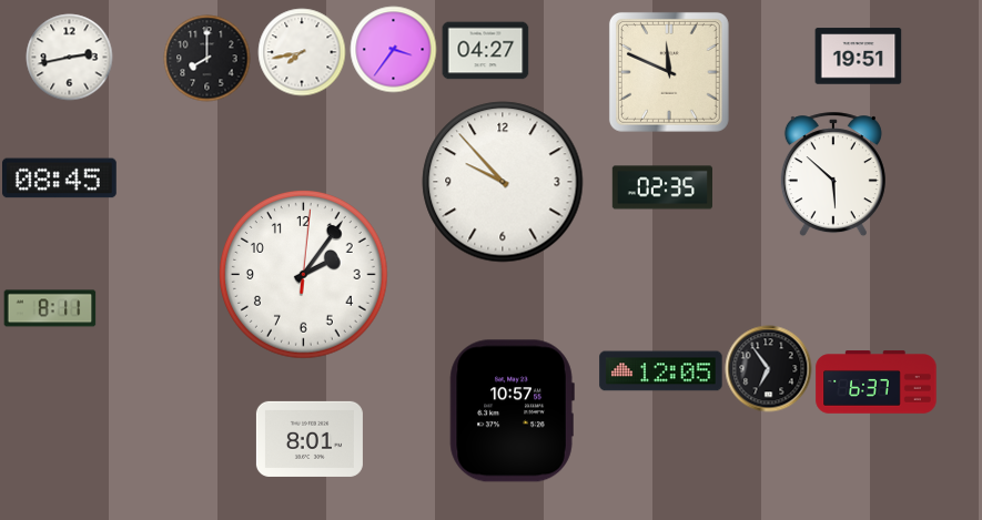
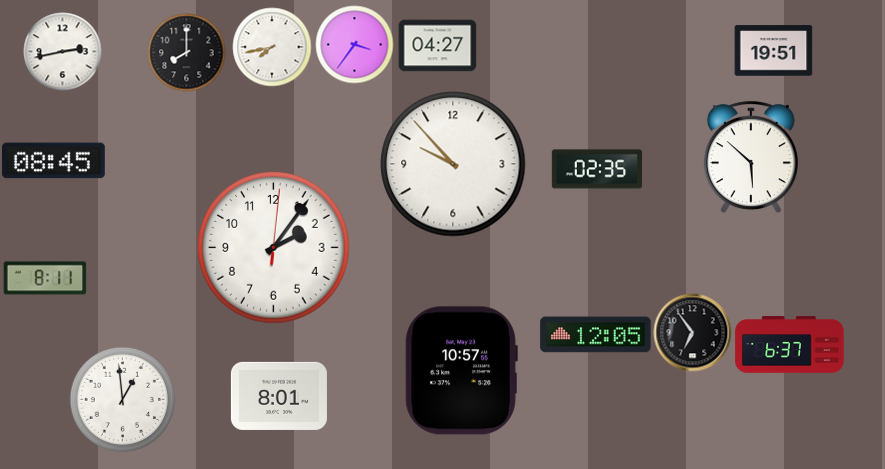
clock at (669, 72): 11:49 -> none
clock at (122, 399): none -> 12:59
